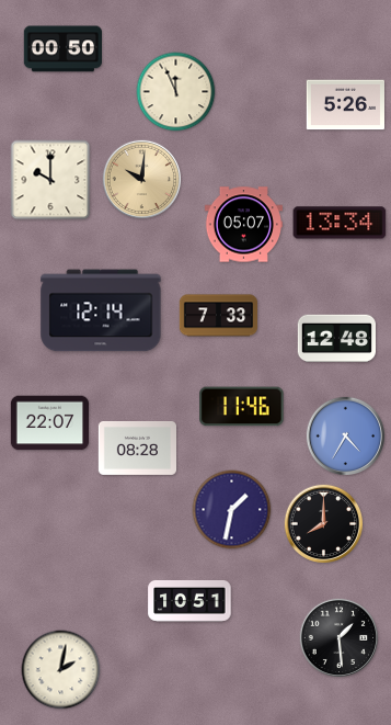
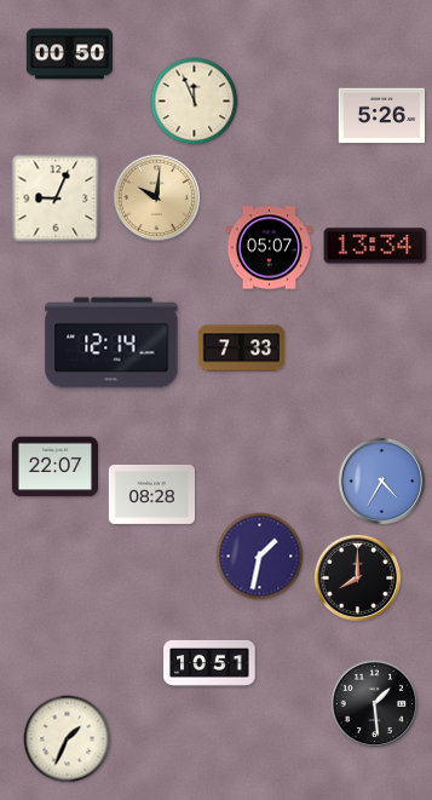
clock at (50, 180): 10:00 -> 9:04
clock at (336, 339): 12:48 -> none
clock at (242, 407): 11:46 -> none
clock at (232, 510) position: (232, 510) -> (260, 557)
clock at (61, 670): 2:02 -> 1:34
